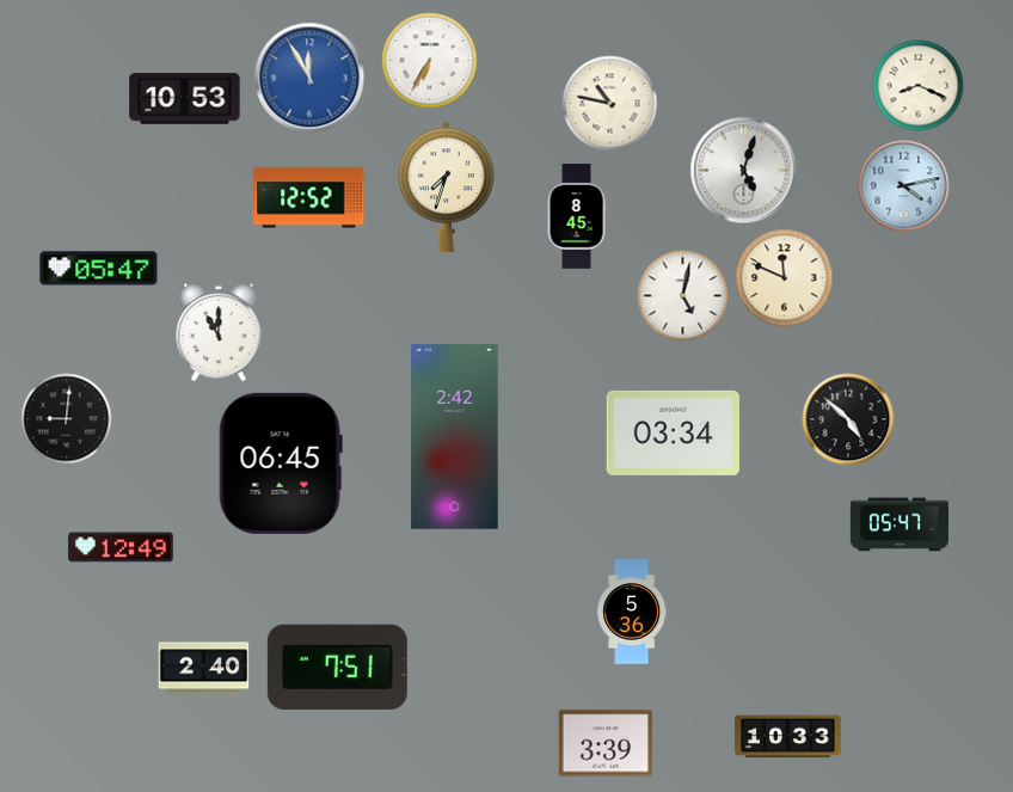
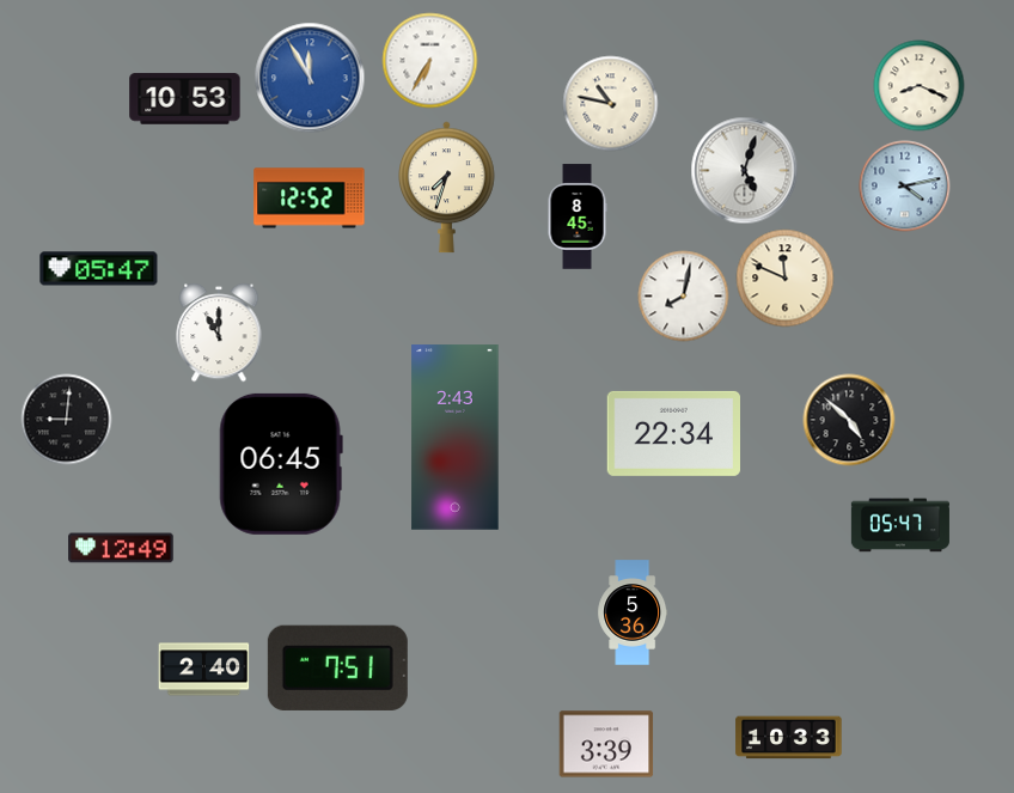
clock at (683, 296): 5:02 -> 8:02
clock at (673, 432): 03:34 -> 22:34
clock at (455, 437): 2:42 -> 2:43
